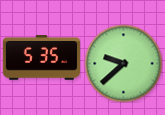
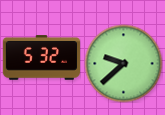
clock at (41, 58): 5:35 -> 5:32
